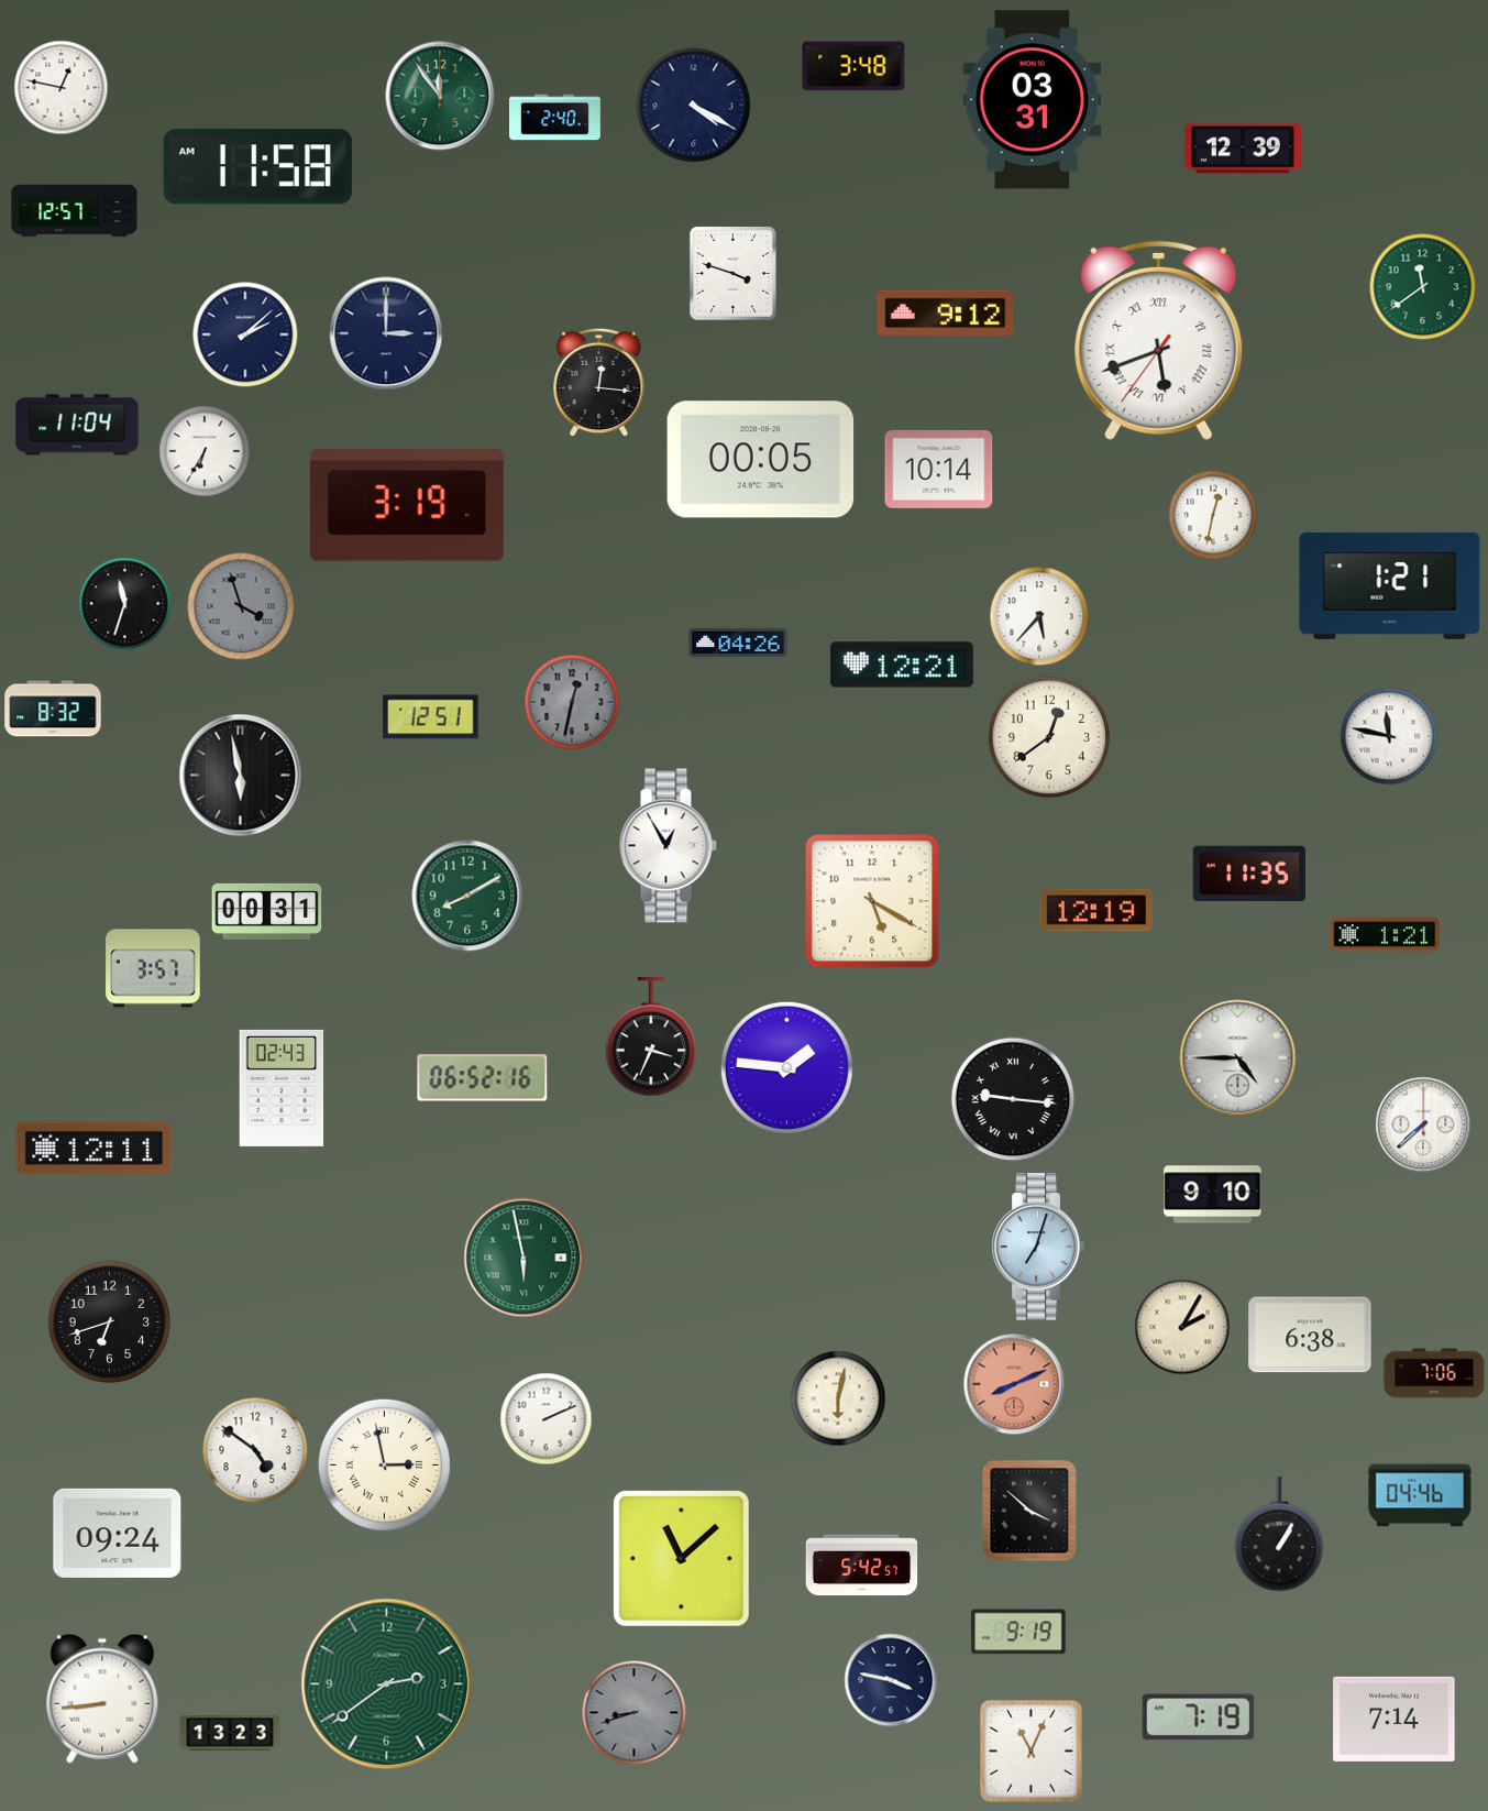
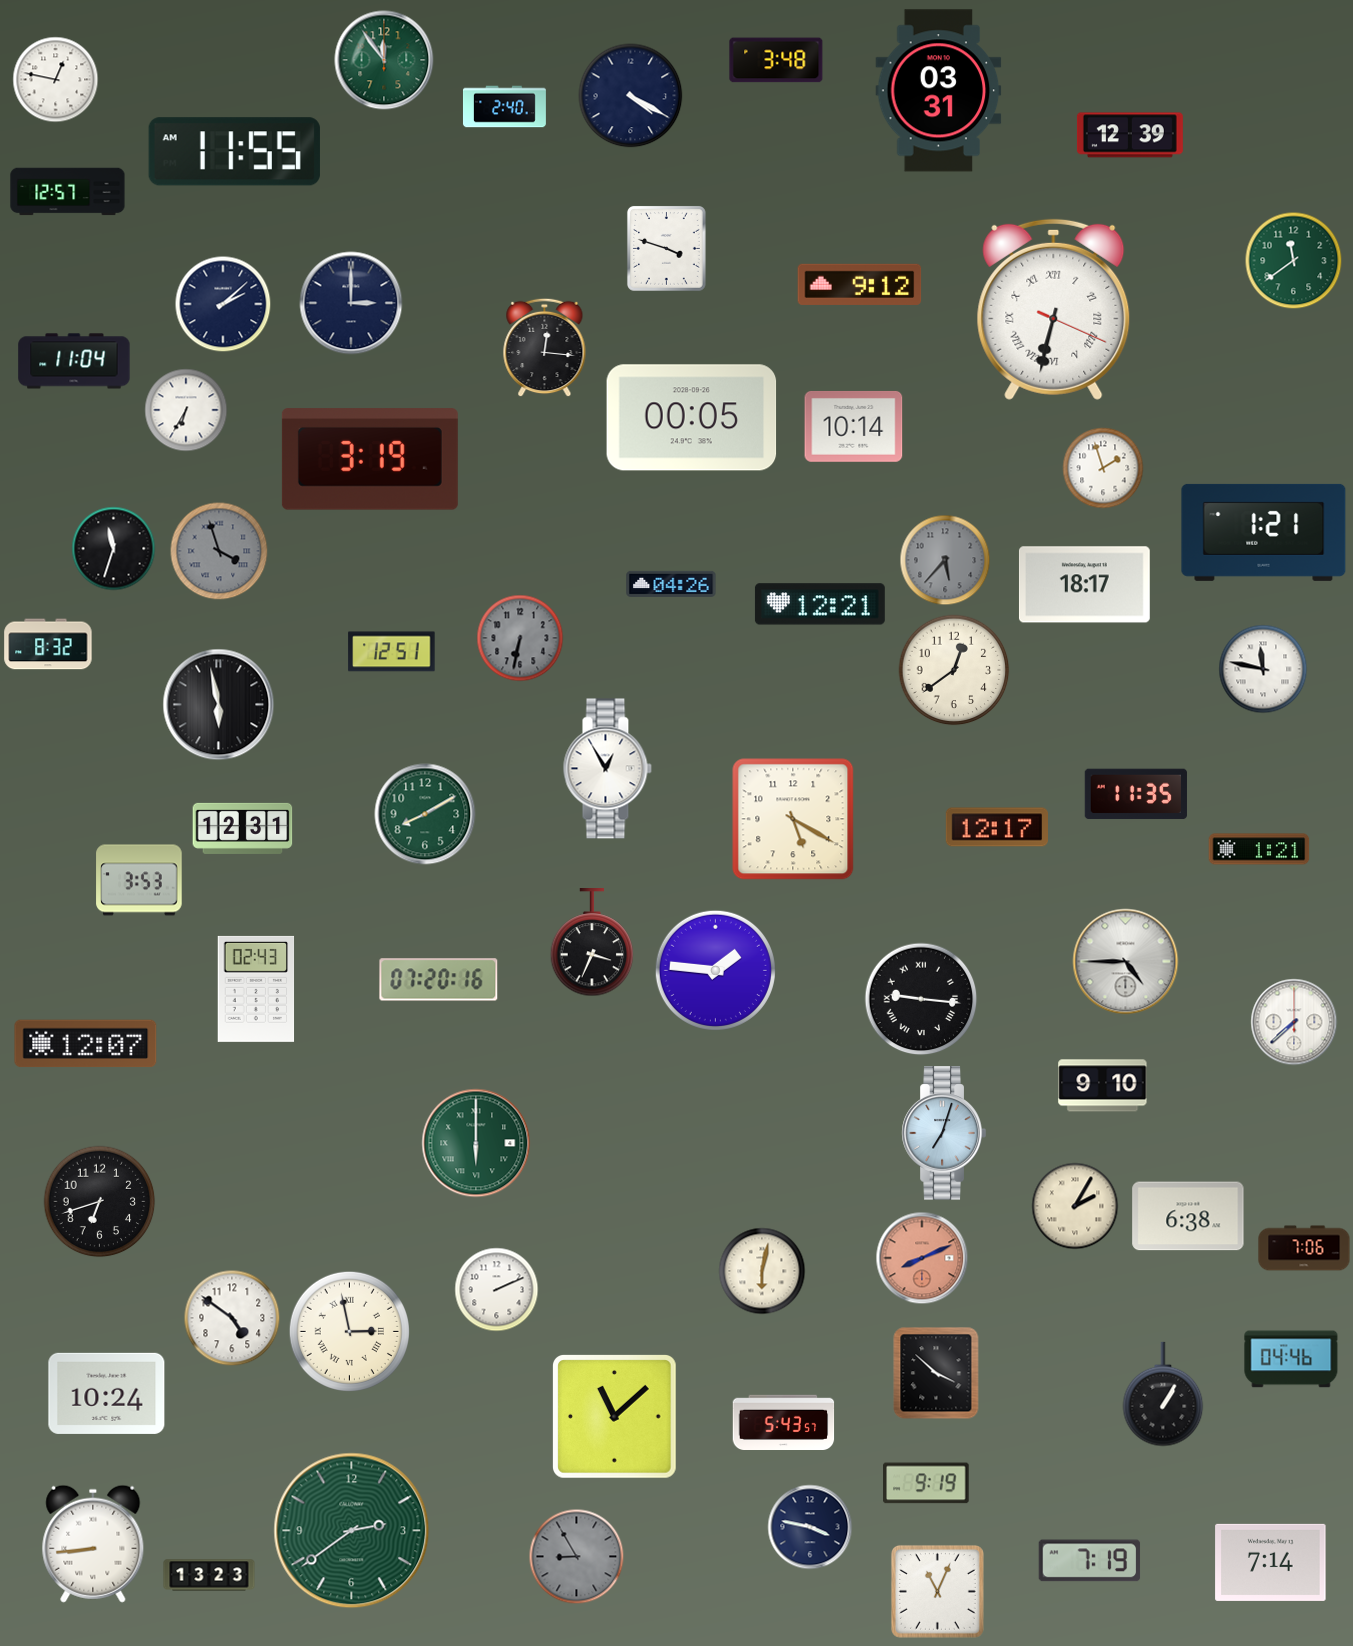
clock at (440, 96) position: (440, 96) -> (384, 60)
clock at (257, 167): 11:58 -> 11:55
clock at (1159, 340): 5:41 -> 6:32
clock at (77, 425) position: (77, 425) -> (74, 361)
clock at (1213, 515): 12:32 -> 1:57
clock at (1039, 616) dial: white -> grey
clock at (1084, 585): none -> 18:17
clock at (572, 702): 12:32 -> 6:32
clock at (1095, 910): 12:19 -> 12:17
clock at (267, 911): 00:31 -> 12:31
clock at (153, 968): 3:57 -> 3:53
clock at (483, 1078): 06:52 -> 07:20
clock at (95, 1149): 12:11 -> 12:07
clock at (523, 1258): 5:58 -> 6:00
clock at (1310, 1335) position: (1310, 1335) -> (1188, 1216)
clock at (118, 1533): 09:24 -> 10:24
clock at (682, 1559) position: (682, 1559) -> (615, 1417)
clock at (862, 1565): 5:42 -> 5:43
clock at (635, 1713): 8:42 -> 8:55
clock at (1395, 1719) position: (1395, 1719) -> (1271, 1562)
